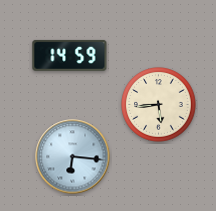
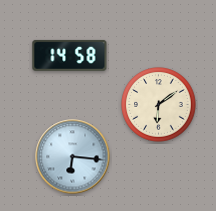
clock at (70, 55): 14:59 -> 14:58
clock at (159, 105): 5:44 -> 6:09
